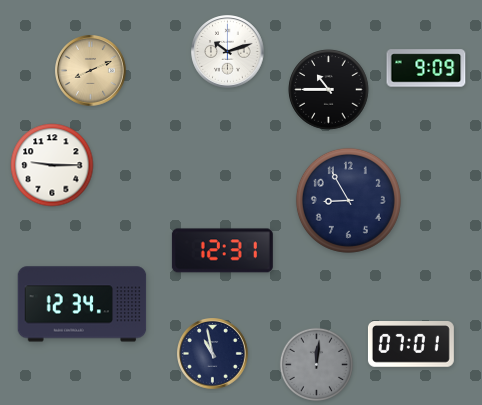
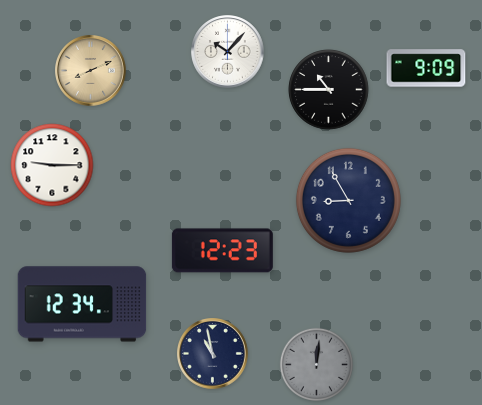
clock at (228, 52): 10:12 -> 10:07
clock at (222, 251): 12:31 -> 12:23
clock at (411, 345): 07:01 -> none
